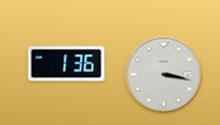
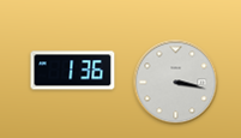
clock at (164, 75) position: (164, 75) -> (176, 83)
